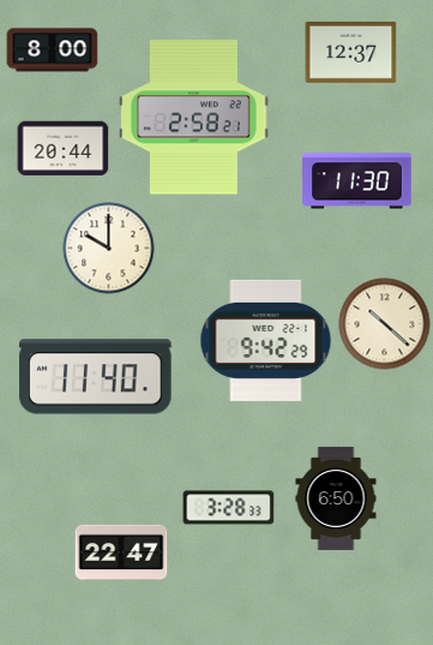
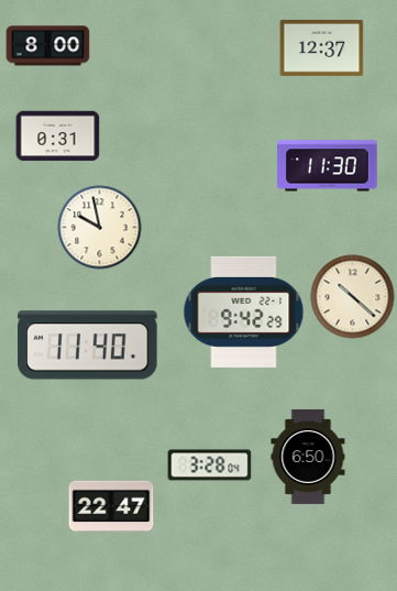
clock at (194, 118): 2:58 -> none
clock at (64, 149): 20:44 -> 0:31
clock at (109, 249): 10:00 -> 9:58
clock at (229, 508): 3:28:33 -> 3:28:04
